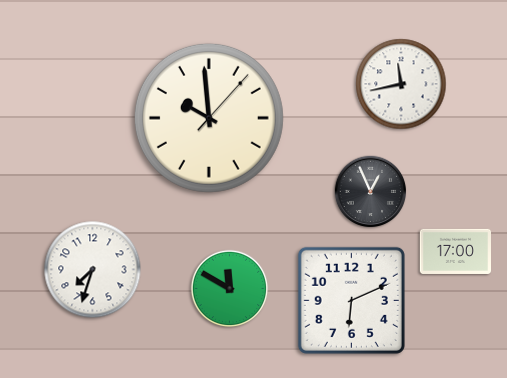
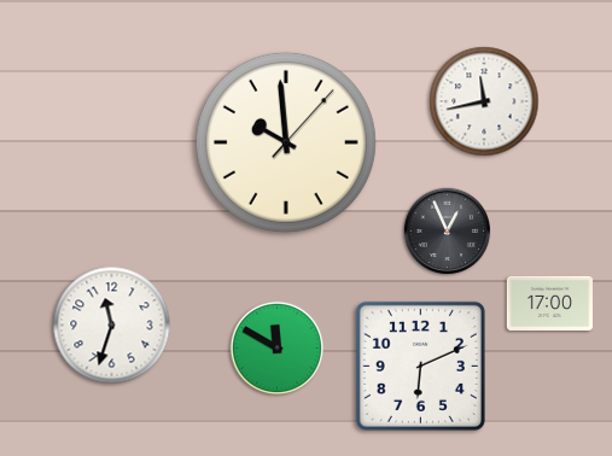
clock at (209, 118) position: (209, 118) -> (286, 142)
clock at (93, 270): 7:33 -> 11:33
clock at (351, 300) position: (351, 300) -> (420, 366)
